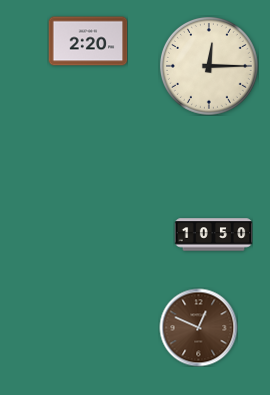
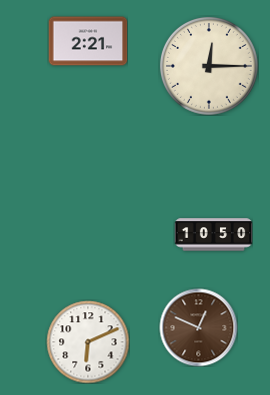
clock at (88, 41): 2:20 -> 2:21
clock at (88, 342): none -> 6:11
